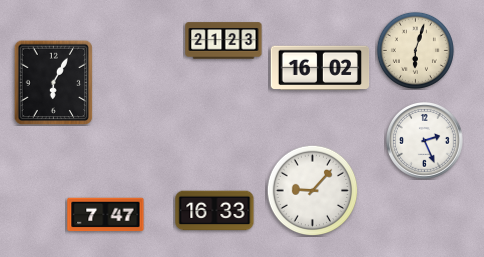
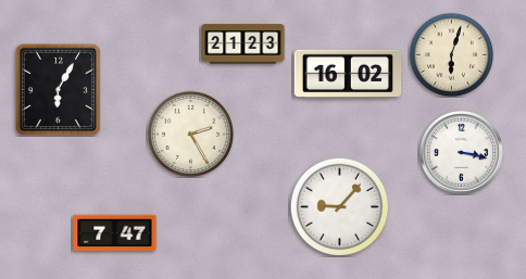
clock at (190, 134): none -> 2:25
clock at (425, 141): 2:26 -> 3:17
clock at (215, 211): 16:33 -> none
